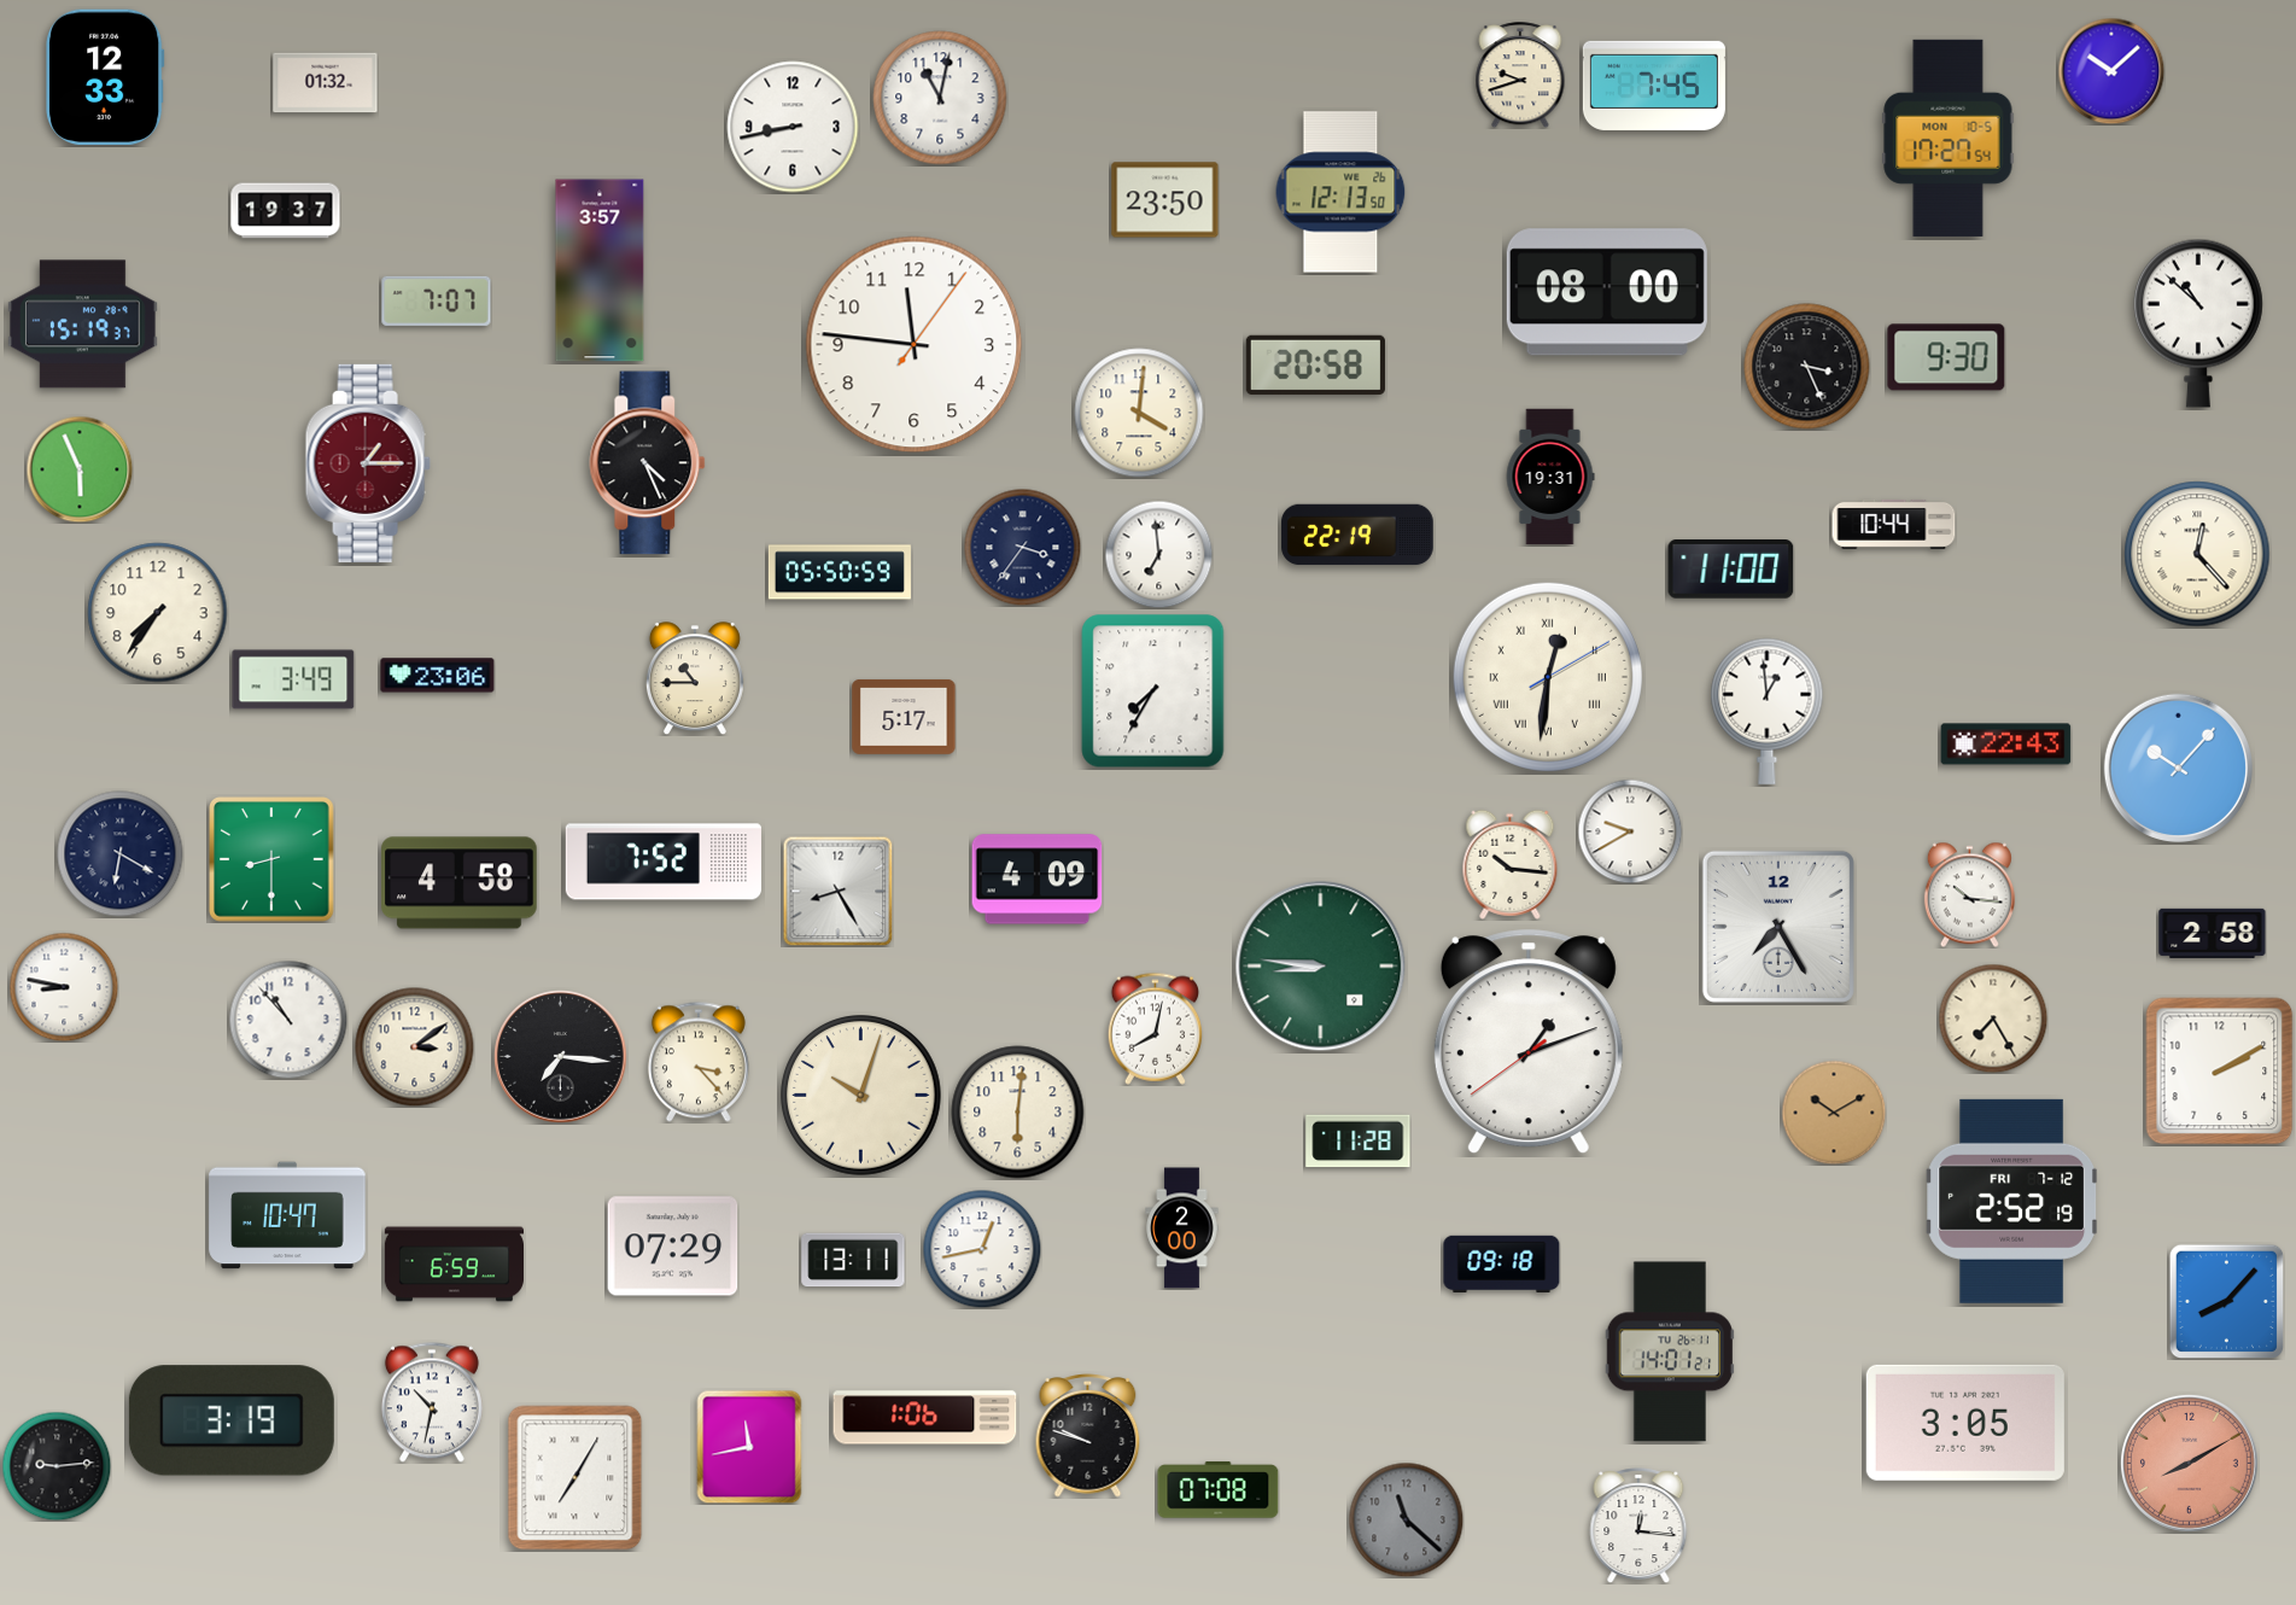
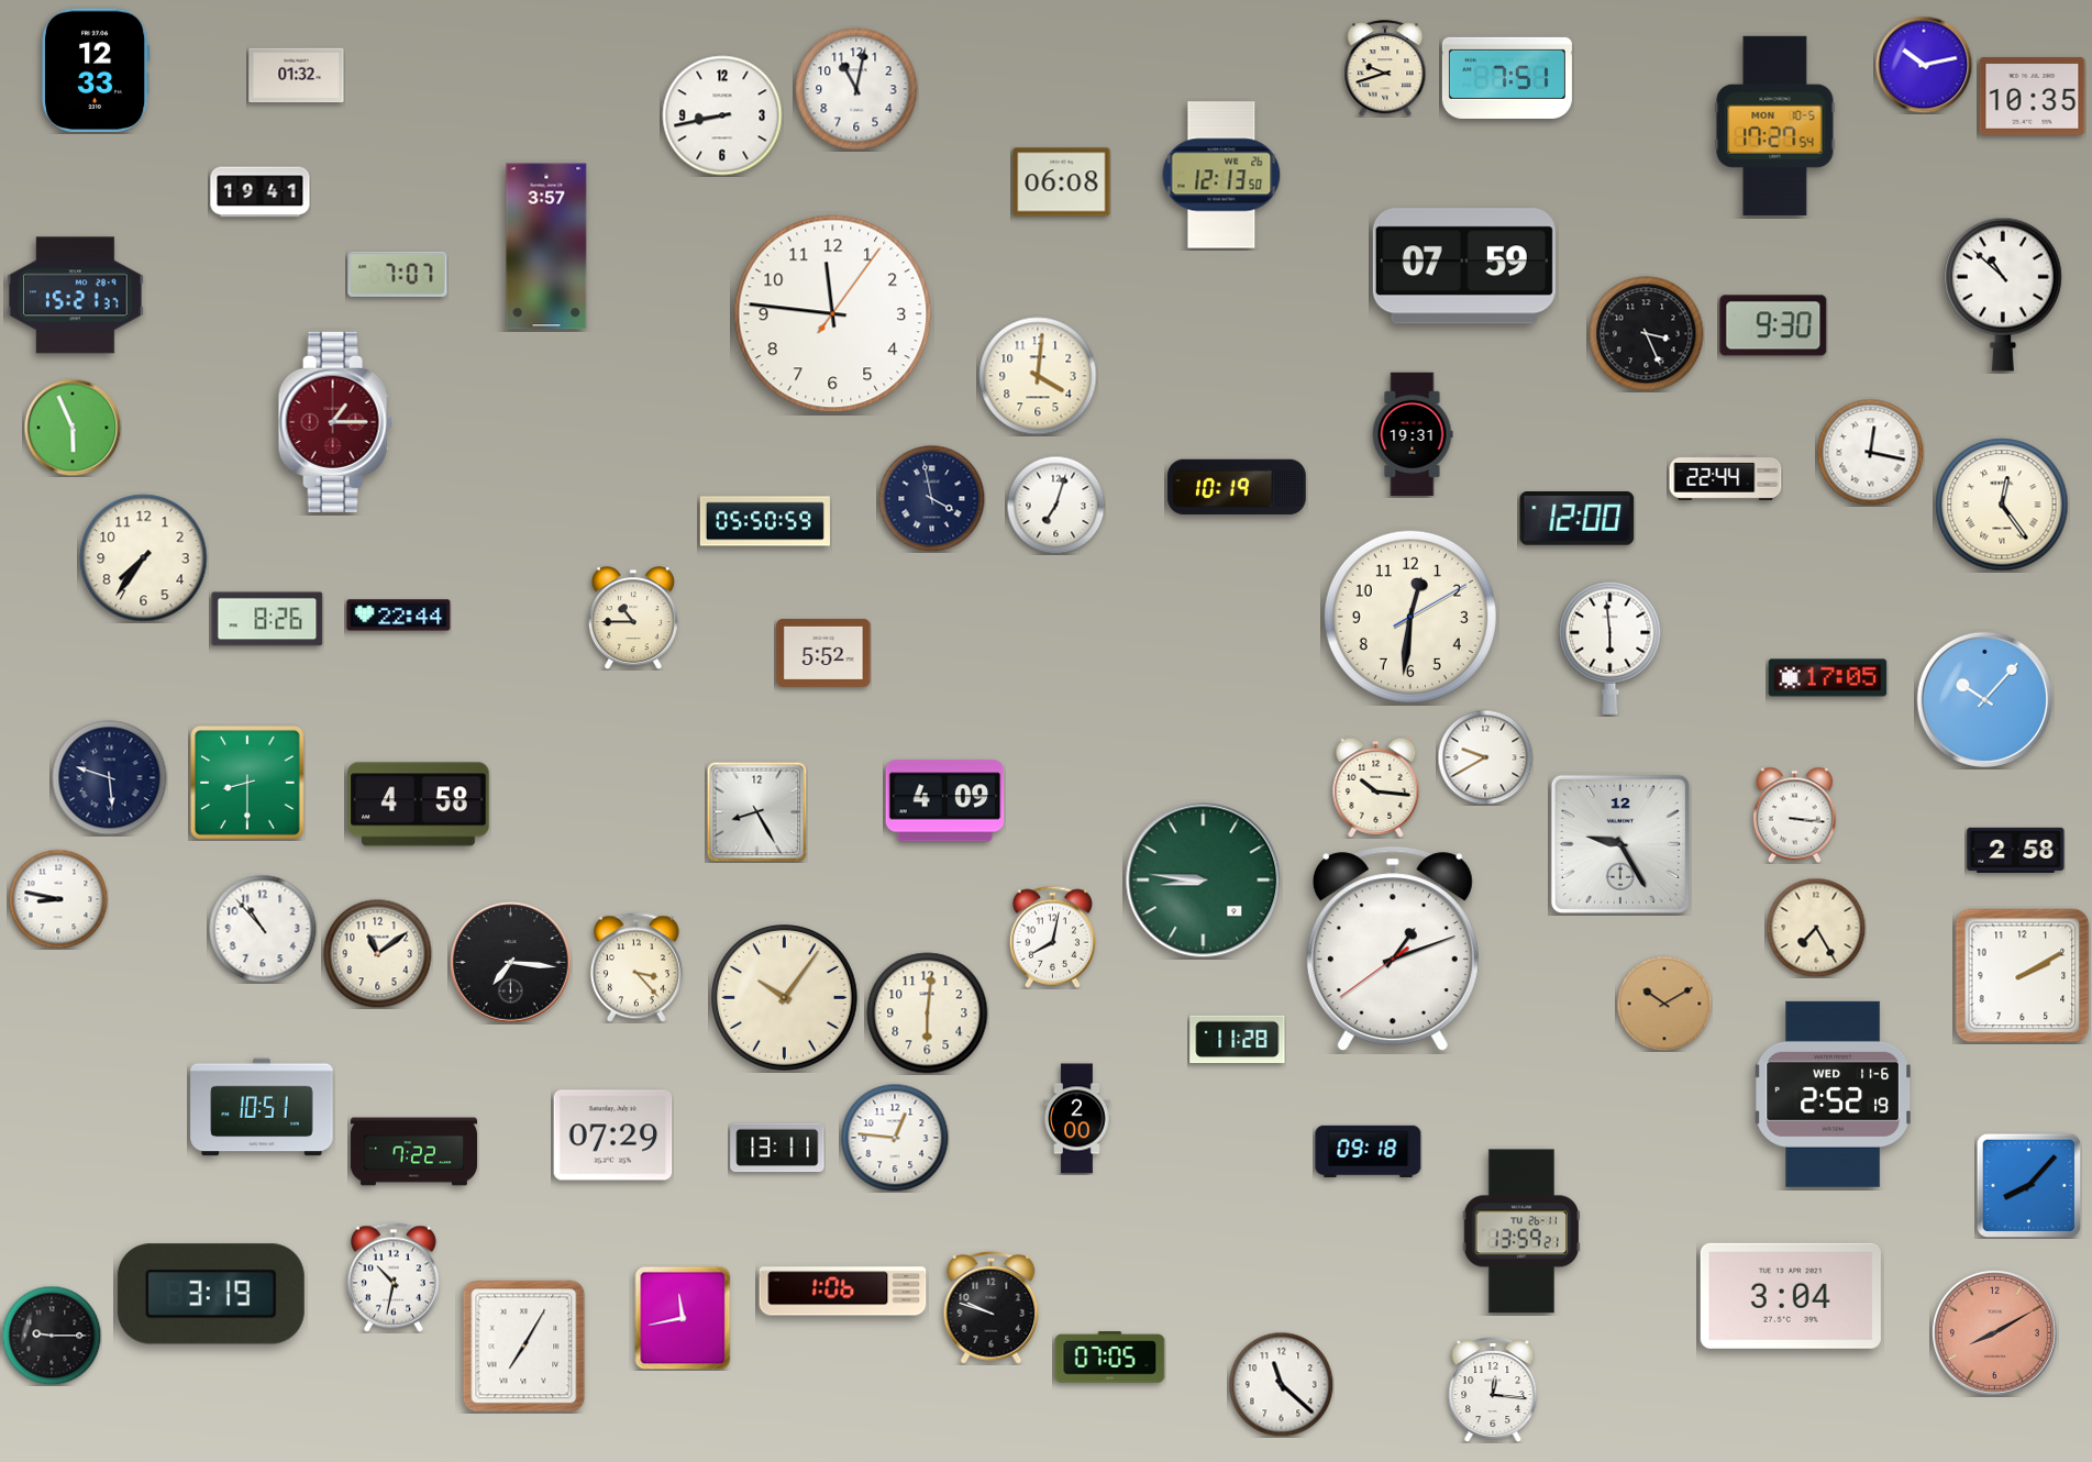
clock at (2111, 71): 10:08 -> 10:13
clock at (1654, 86): 7:45 -> 7:51
clock at (2033, 96): none -> 10:35
clock at (1165, 200): 23:50 -> 06:08
clock at (286, 211): 19:37 -> 19:41
clock at (1607, 292): 08:00 -> 07:59
clock at (82, 325): 15:19 -> 15:21
clock at (1315, 364): 20:58 -> none
clock at (648, 463): 4:26 -> none
clock at (1870, 452): none -> 12:17
clock at (1894, 524): 10:44 -> 22:44
clock at (1357, 535): 22:19 -> 10:19
clock at (1022, 547): 3:36 -> 3:58
clock at (1158, 554): 6:59 -> 7:03
clock at (2197, 554): 12:23 -> 12:24
clock at (1731, 570): 11:00 -> 12:00
clock at (438, 676): 23:06 -> 22:44
clock at (1548, 677) numerals: Roman -> Arabic
clock at (293, 679): 3:49 -> 8:26
clock at (1153, 691): 7:35 -> none
clock at (1768, 711): 12:59 -> 5:59
clock at (904, 717): 5:17 -> 5:52
clock at (2006, 745): 22:43 -> 17:05
clock at (121, 854): 6:20 -> 5:48
clock at (664, 862): 7:52 -> none
clock at (837, 891) position: (837, 891) -> (756, 811)
clock at (1969, 894): 10:16 -> 3:16
clock at (1778, 927): 7:25 -> 9:25
clock at (415, 1047): 3:09 -> 11:09
clock at (861, 1096): 10:03 -> 10:06
clock at (1834, 1113) position: (1834, 1113) -> (1664, 1004)
clock at (2011, 1201) date: FRI 7-12 -> WED 11-6
clock at (287, 1215): 10:47 -> 10:51
clock at (982, 1249): 12:43 -> 12:46
clock at (454, 1265): 6:59 -> 7:22
clock at (1669, 1352): 14:01 -> 13:59
clock at (1965, 1423): 3:05 -> 3:04
clock at (57, 1466): 9:14 -> 9:15
clock at (1219, 1490): 07:08 -> 07:05
clock at (1406, 1519) dial: grey -> white
